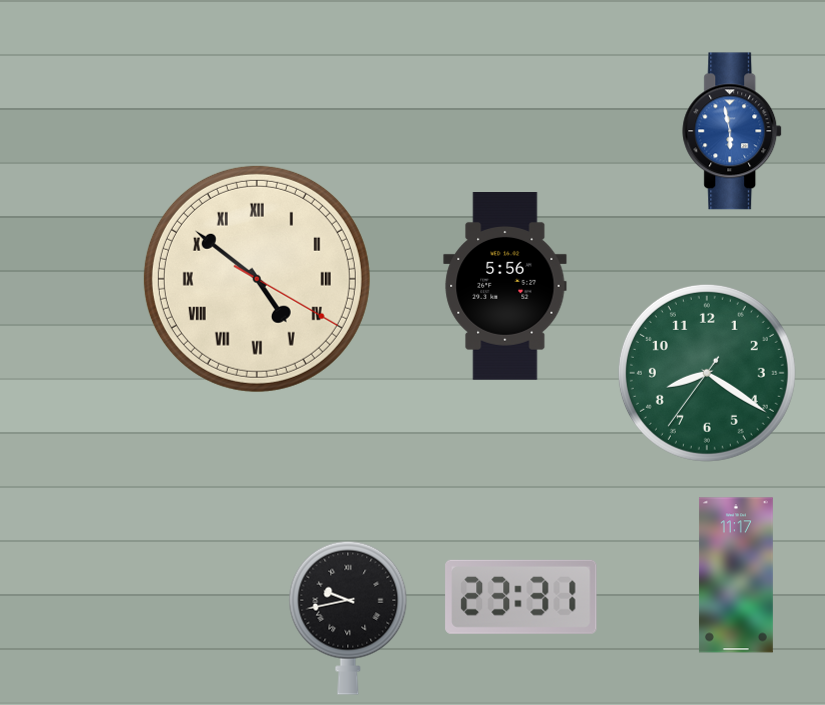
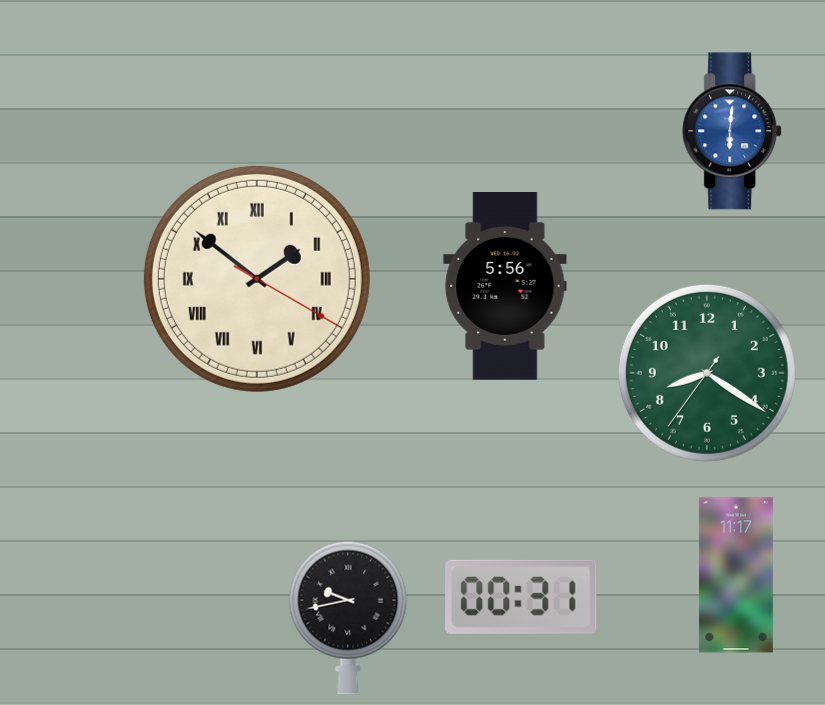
clock at (733, 131): 5:58 -> 6:01
clock at (257, 279): 4:51 -> 1:51
clock at (521, 597): 23:31 -> 00:31
